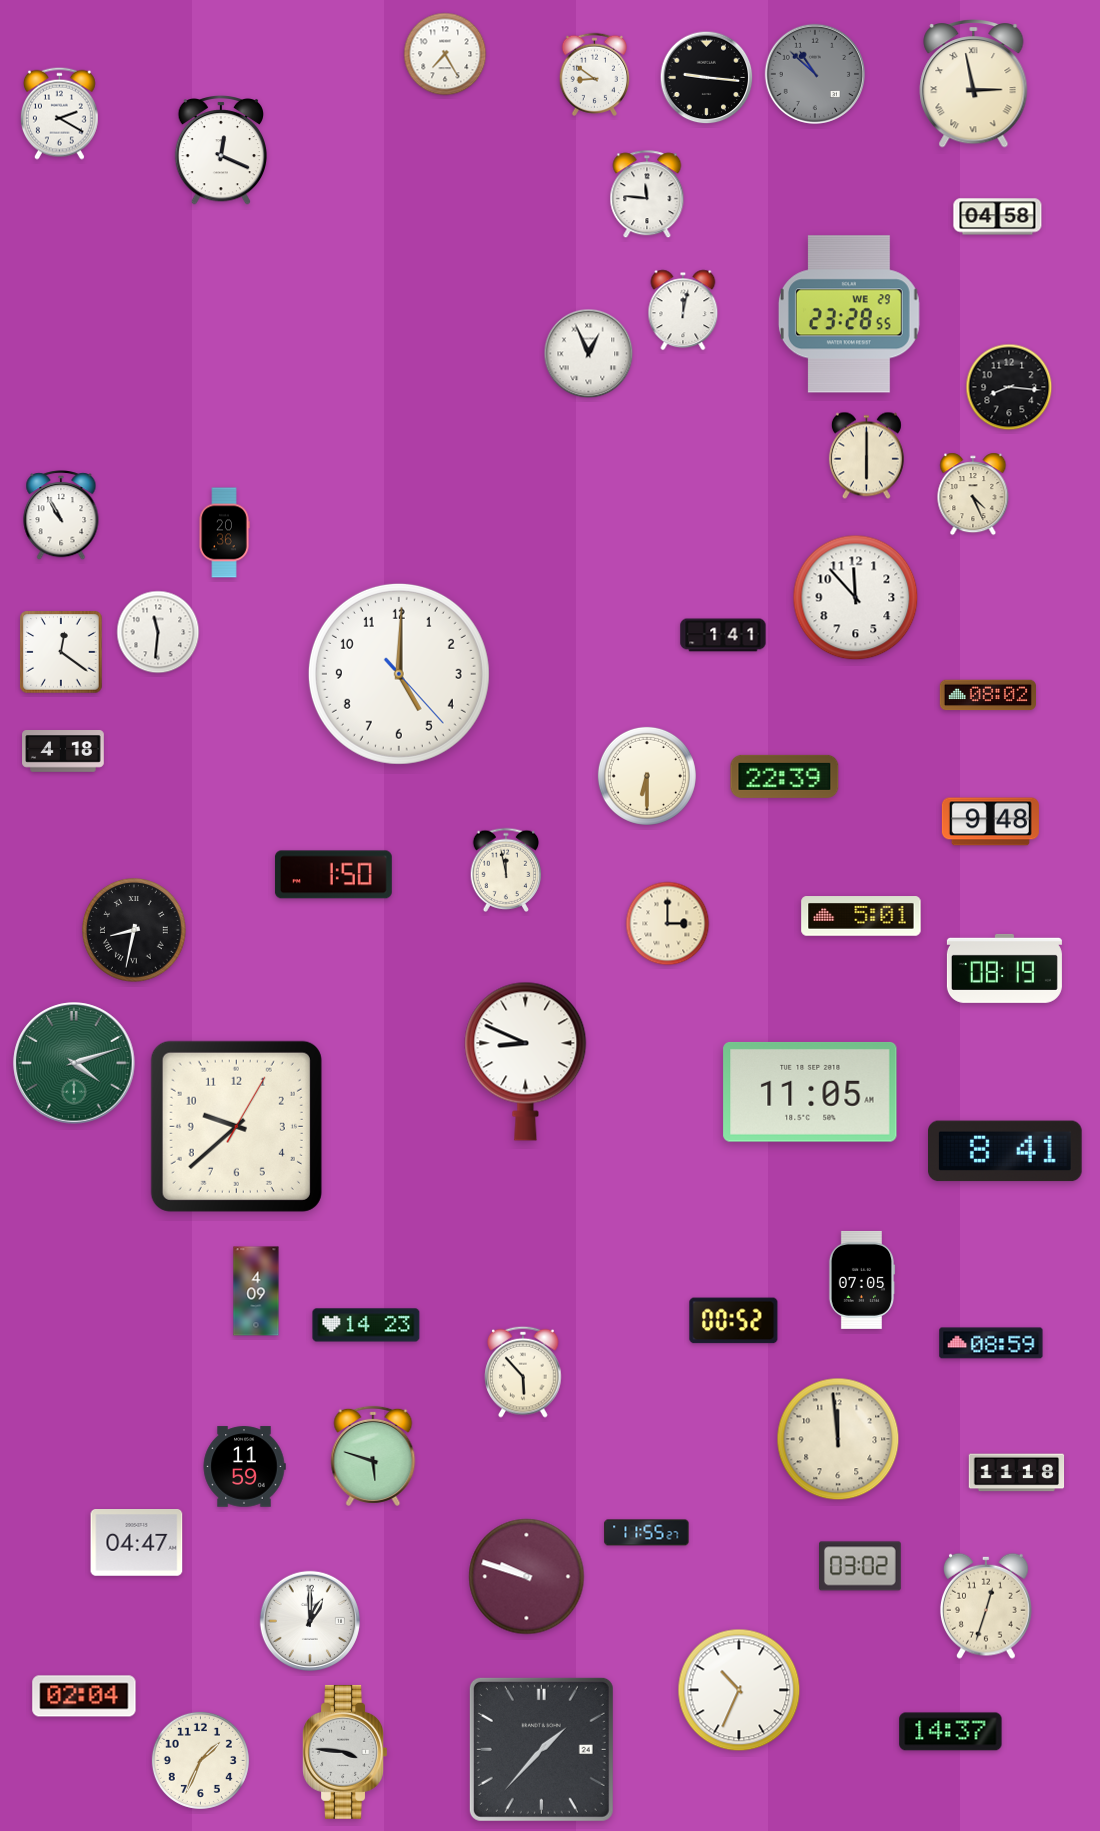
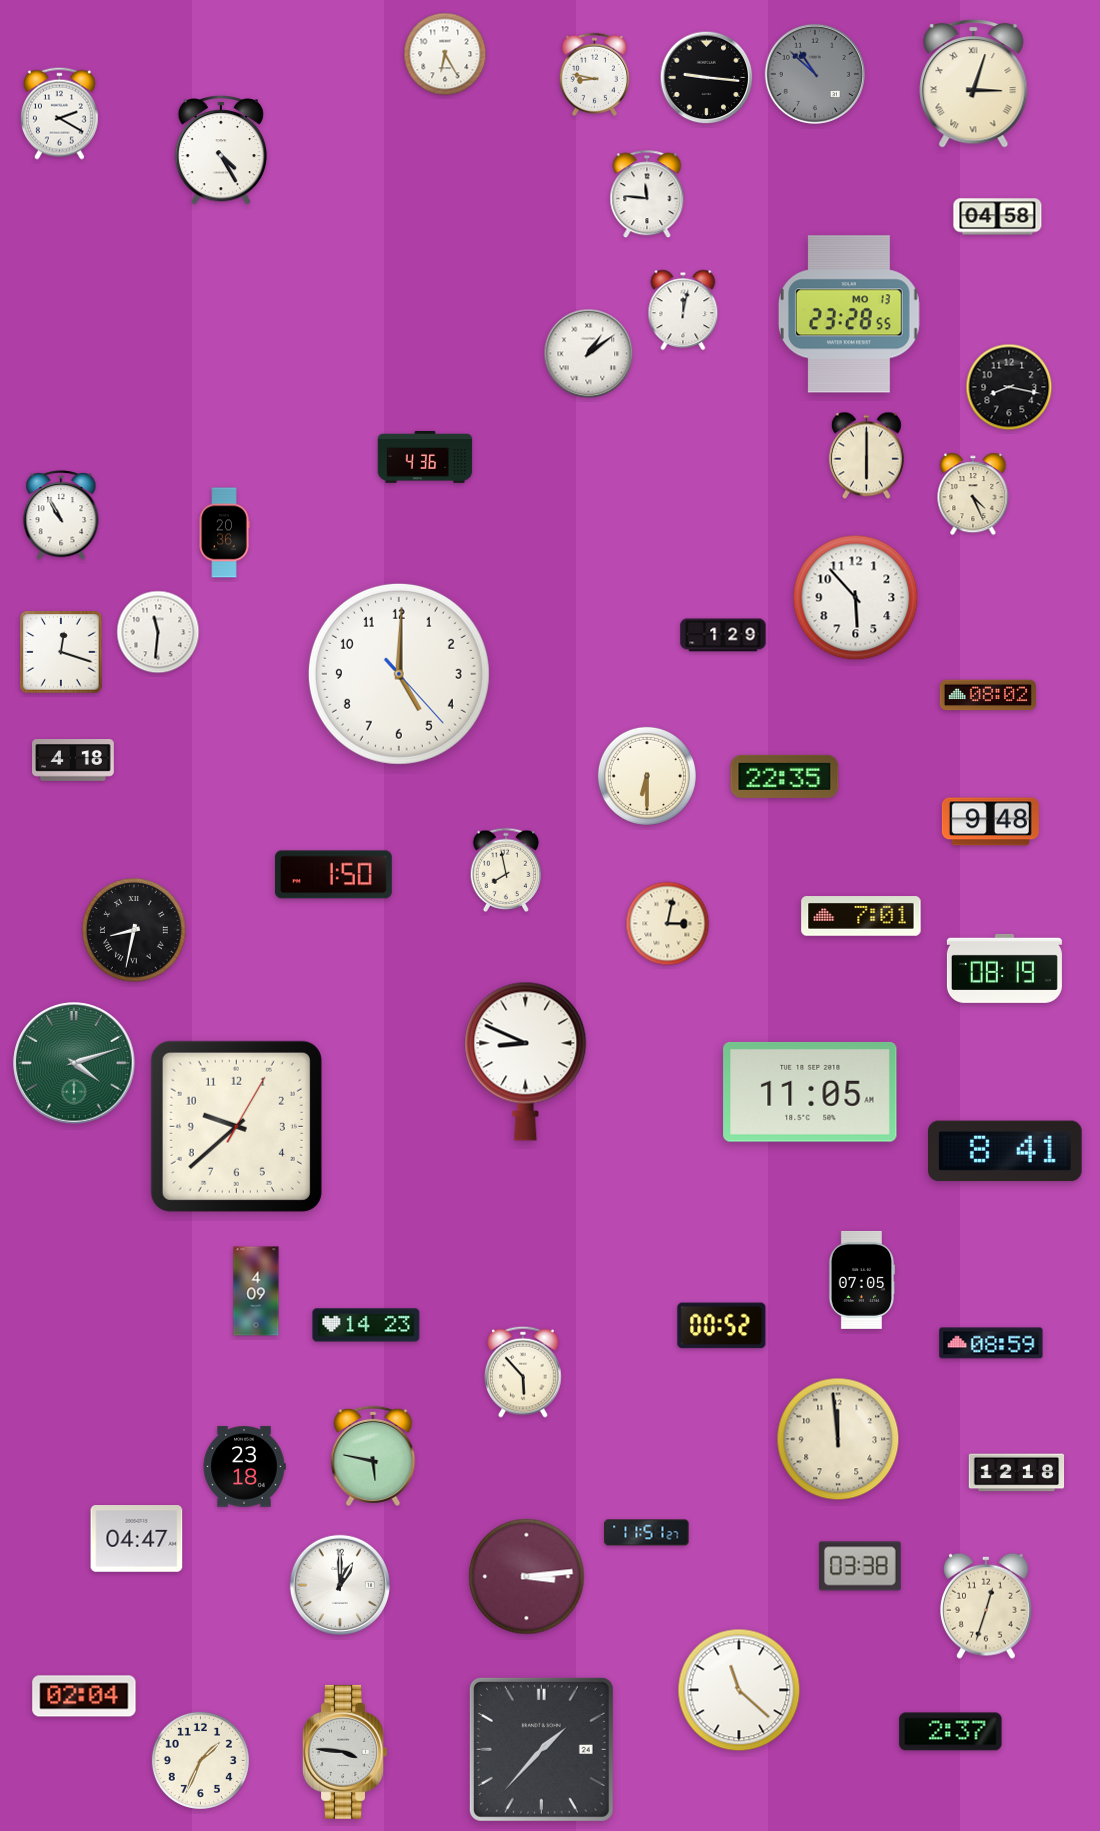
clock at (445, 54): 7:25 -> 6:25
clock at (594, 74): 8:51 -> 8:47
clock at (974, 83): 2:58 -> 3:03
clock at (221, 150): 12:19 -> 4:25
clock at (849, 314) date: WE 29 -> MO 13
clock at (589, 354): 12:56 -> 1:09
clock at (1009, 387): 8:16 -> 8:17
clock at (425, 457): none -> 4:36
clock at (856, 598): 11:53 -> 5:53
clock at (723, 635): 1:41 -> 1:29
clock at (61, 652): 12:21 -> 12:18
clock at (63, 752) position: (63, 752) -> (73, 761)
clock at (785, 776): 22:39 -> 22:35
clock at (506, 869): 11:58 -> 7:58
clock at (861, 916): 5:01 -> 7:01
clock at (668, 924): 3:00 -> 3:02
clock at (734, 1321) position: (734, 1321) -> (722, 1326)
clock at (373, 1456): 5:48 -> 5:47
clock at (244, 1467): 11:59 -> 23:18
clock at (1017, 1473): 11:18 -> 12:18
clock at (647, 1533): 11:55 -> 11:51
clock at (137, 1543) position: (137, 1543) -> (137, 1539)
clock at (861, 1566): 03:02 -> 03:38
clock at (527, 1577): 9:48 -> 3:14
clock at (310, 1621) position: (310, 1621) -> (340, 1585)
clock at (739, 1690): 10:34 -> 11:22
clock at (951, 1732): 14:37 -> 2:37
